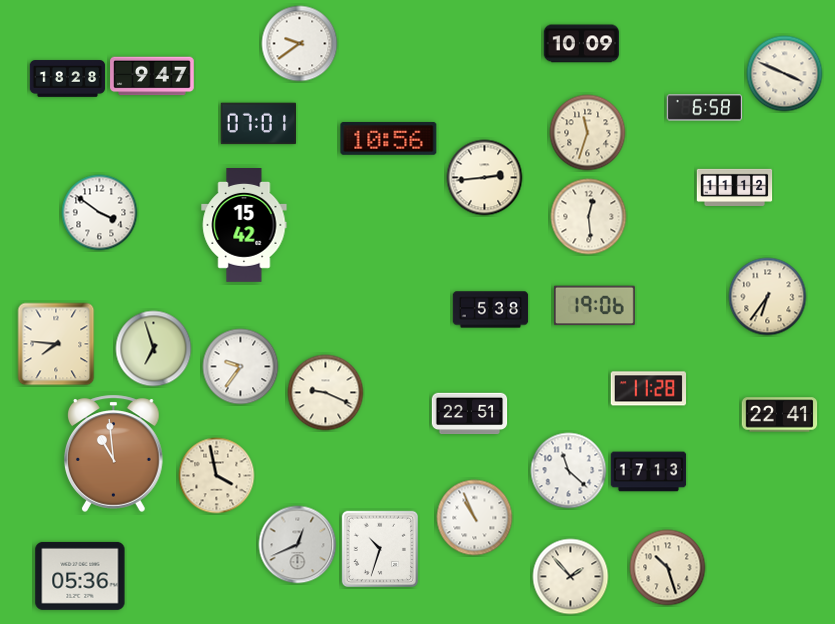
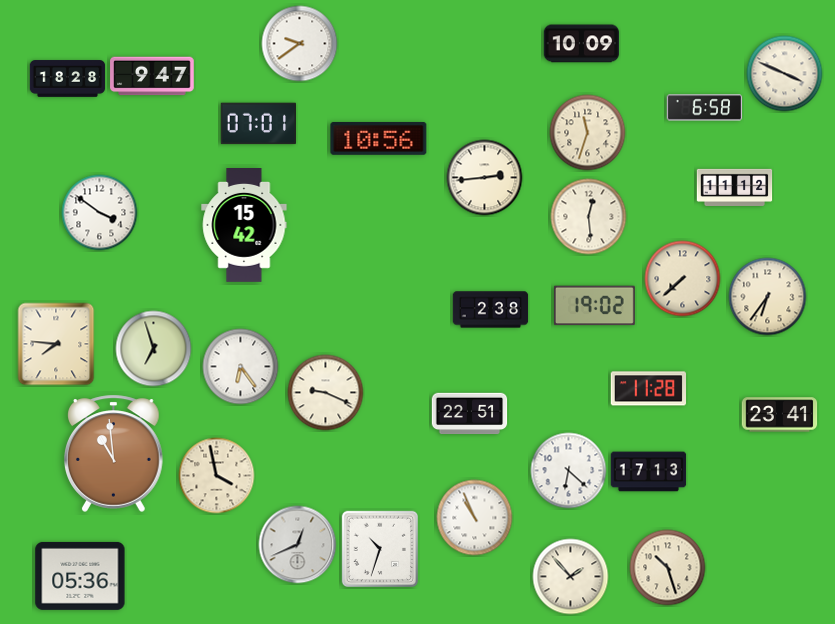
clock at (389, 139) position: (389, 139) -> (379, 139)
clock at (683, 279): none -> 7:38
clock at (594, 306): 19:06 -> 19:02
clock at (491, 310): 5:38 -> 2:38
clock at (241, 367): 9:36 -> 6:24
clock at (780, 415): 22:41 -> 23:41
clock at (569, 471): 11:22 -> 6:22
